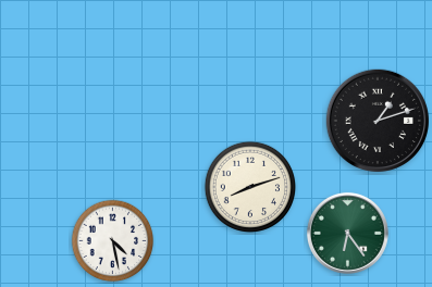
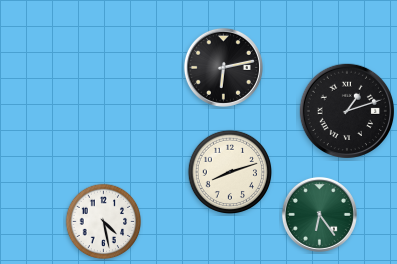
clock at (223, 67): none -> 6:13
